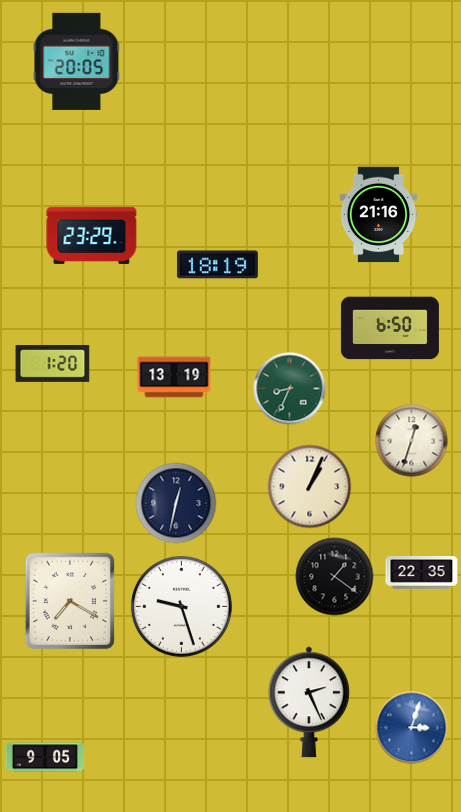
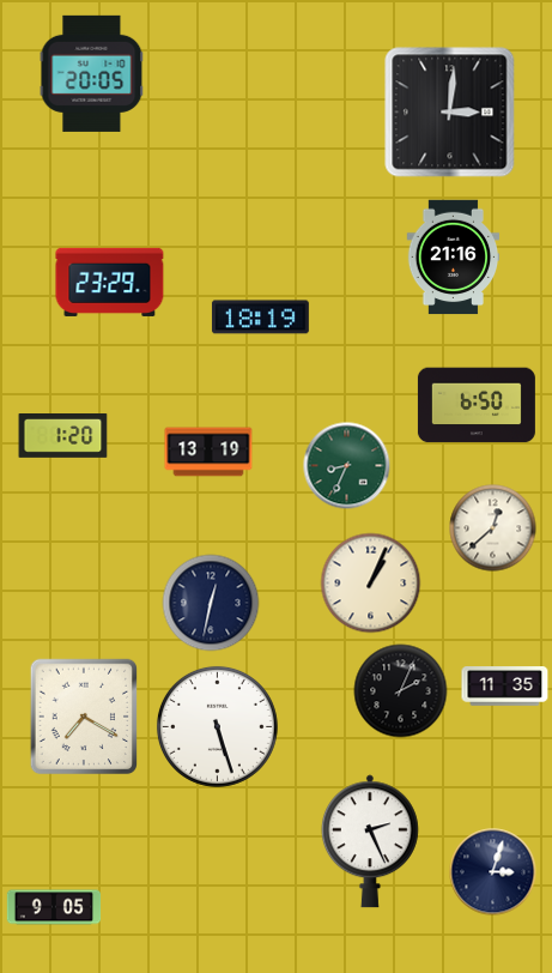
clock at (450, 113): none -> 3:01
clock at (390, 328) position: (390, 328) -> (477, 405)
clock at (412, 441): 12:33 -> 12:38
clock at (422, 573): 22:35 -> 11:35
clock at (335, 577): 1:21 -> 2:04
clock at (70, 601) position: (70, 601) -> (84, 717)
clock at (181, 606): 9:27 -> 5:27
clock at (412, 728) dial: blue -> navy
